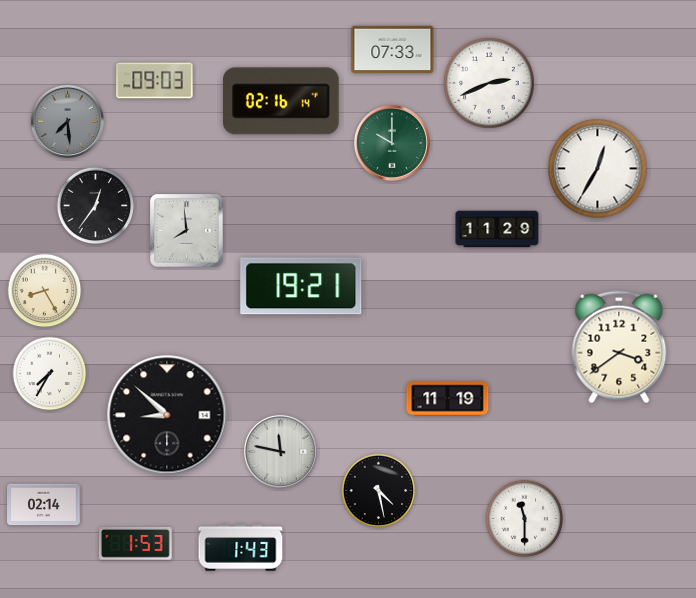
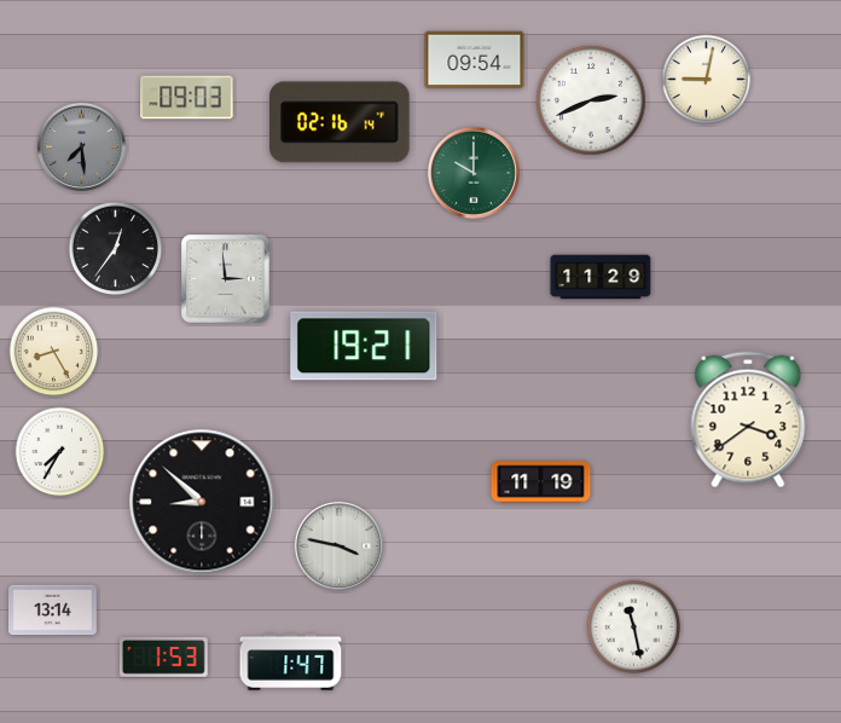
clock at (393, 50): 07:33 -> 09:54
clock at (707, 80): none -> 9:02
clock at (598, 169): 12:35 -> none
clock at (187, 231): 7:59 -> 2:59
clock at (280, 451): 11:47 -> 3:47
clock at (379, 491): 4:28 -> none
clock at (44, 505): 02:14 -> 13:14
clock at (525, 519): 11:30 -> 11:28
clock at (241, 548): 1:43 -> 1:47
